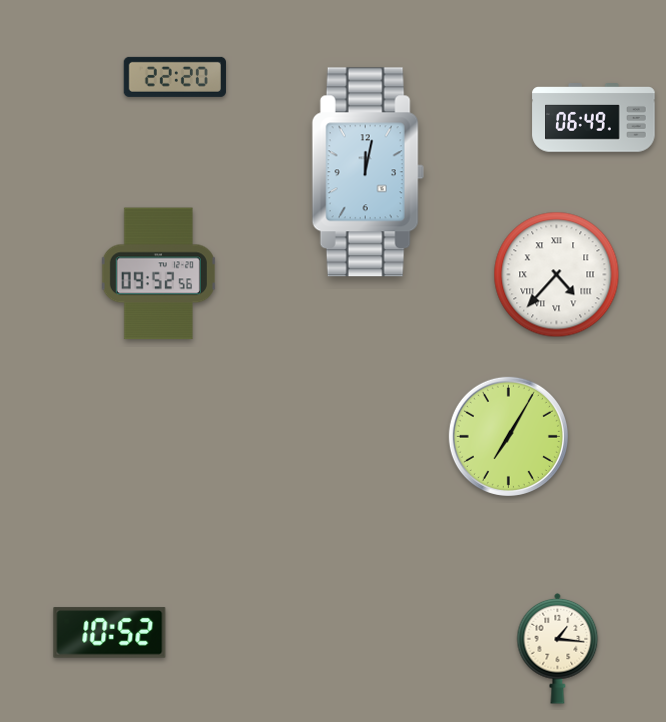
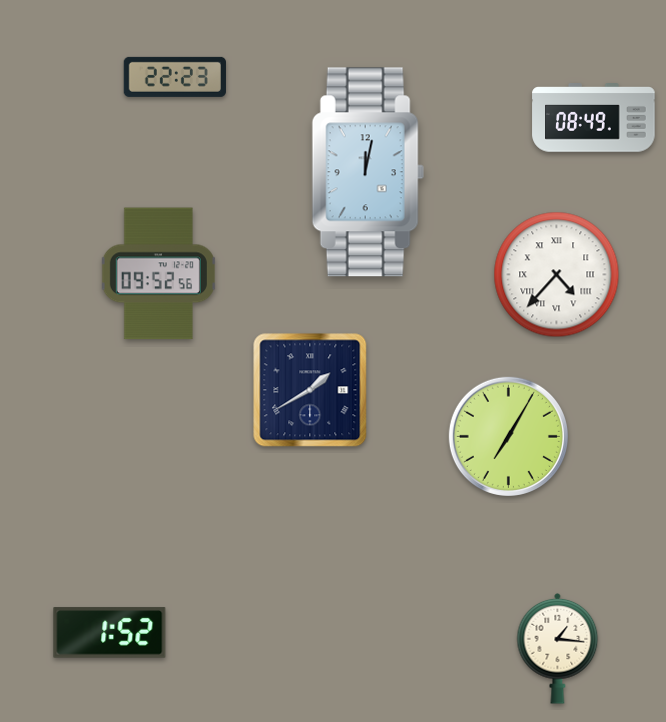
clock at (175, 77): 22:20 -> 22:23
clock at (594, 118): 06:49 -> 08:49
clock at (310, 390): none -> 1:40
clock at (110, 633): 10:52 -> 1:52
